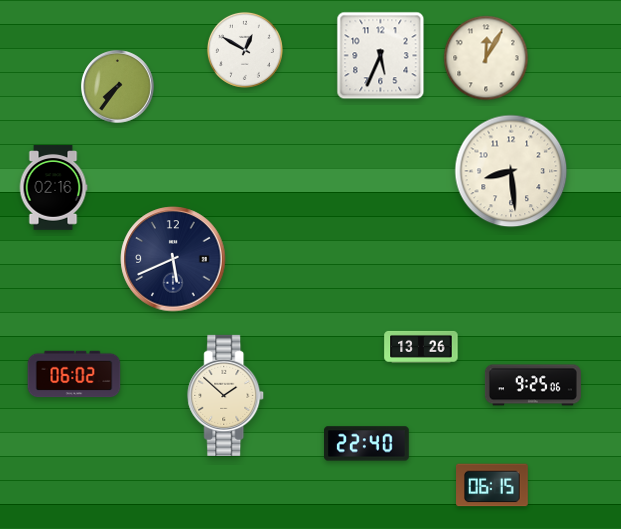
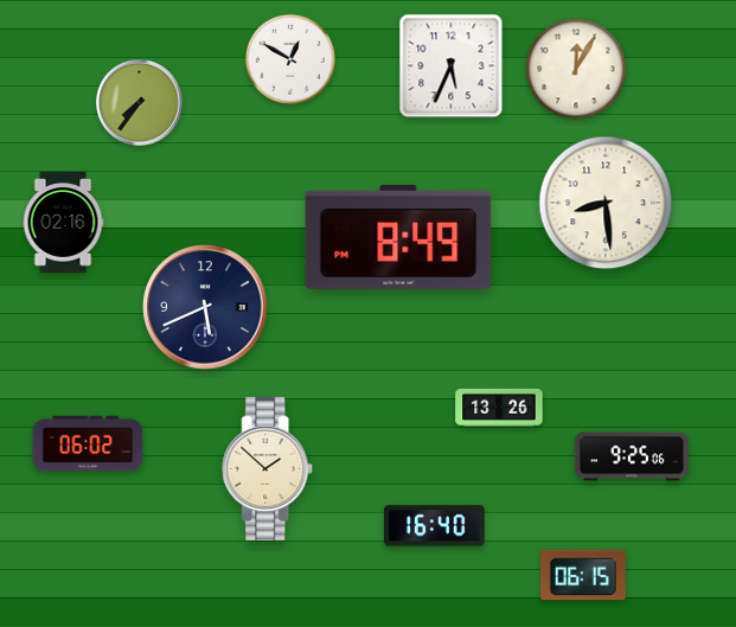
clock at (398, 237): none -> 8:49
clock at (421, 347) position: (421, 347) -> (499, 408)
clock at (367, 444): 22:40 -> 16:40
